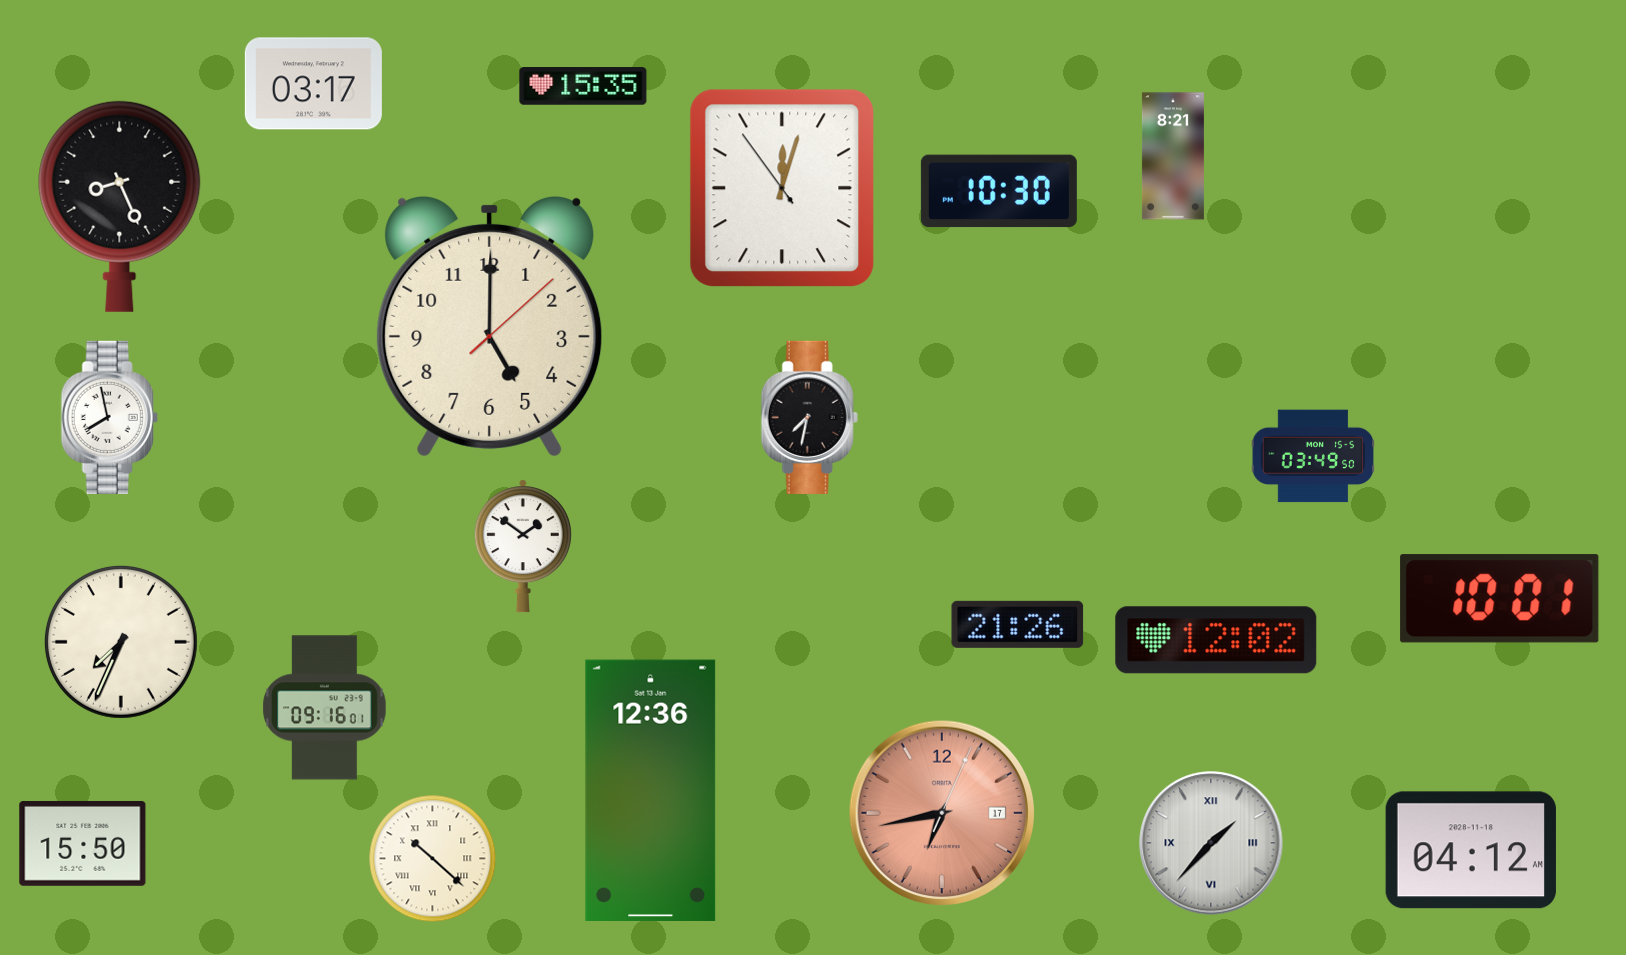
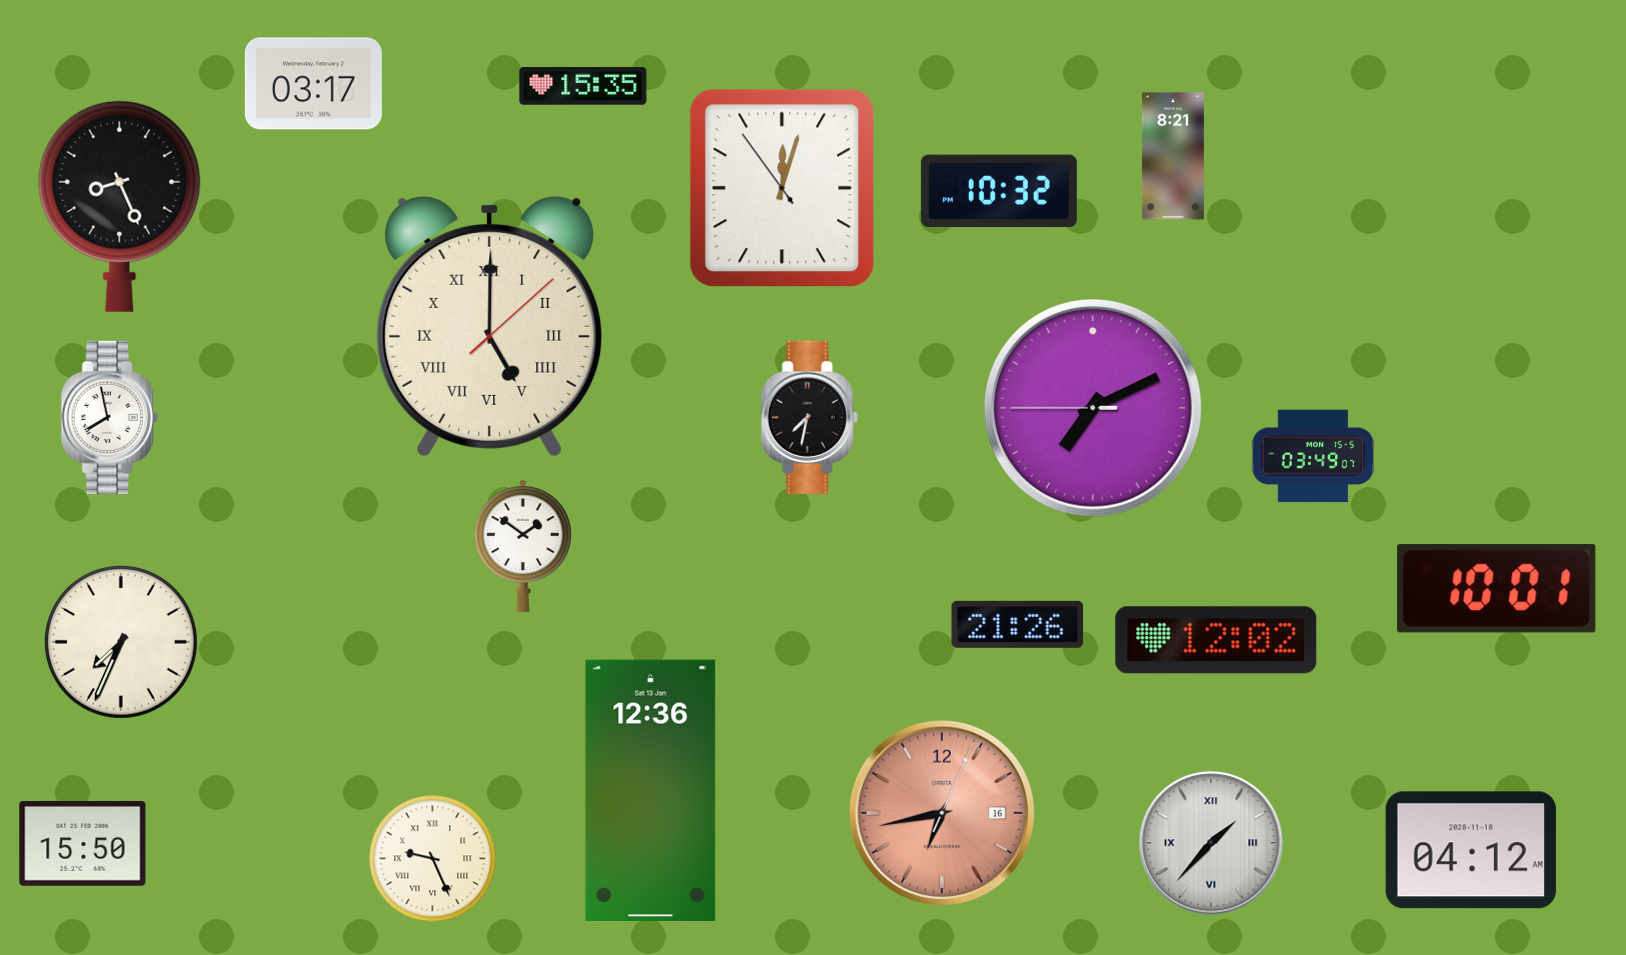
clock at (999, 191): 10:30 -> 10:32
clock at (490, 326) numerals: Arabic -> Roman
clock at (1093, 408): none -> 7:10
clock at (1313, 456): 03:49:50 -> 03:49:07
clock at (1500, 599) position: (1500, 599) -> (1497, 589)
clock at (325, 708): 09:16 -> none
clock at (941, 812) date: 17 -> 16
clock at (433, 859): 10:22 -> 9:26
